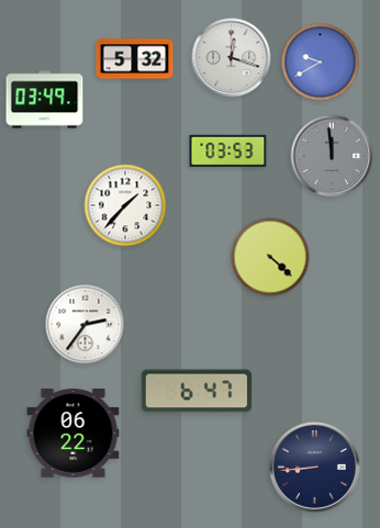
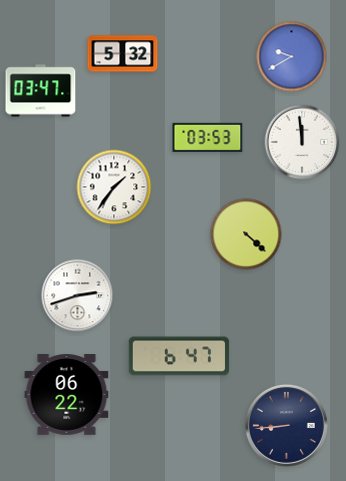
clock at (232, 58): 12:18 -> none
clock at (45, 100): 03:49 -> 03:47
clock at (332, 156) dial: grey -> white
clock at (125, 205): 1:37 -> 1:36
clock at (86, 325): 2:36 -> 2:42
